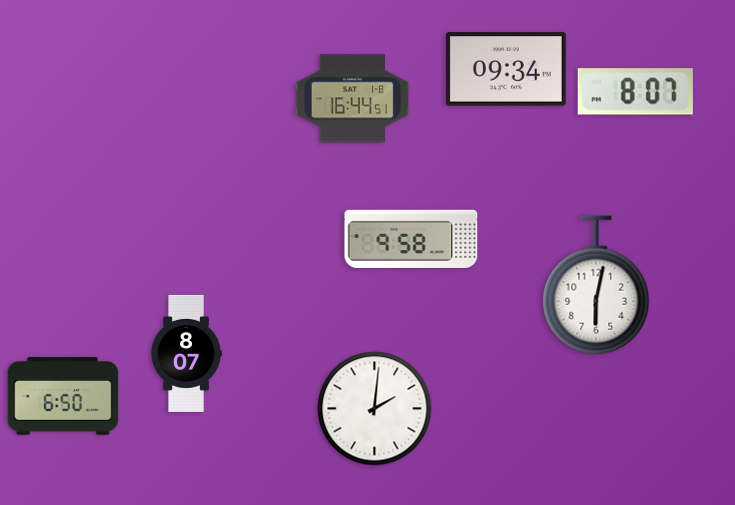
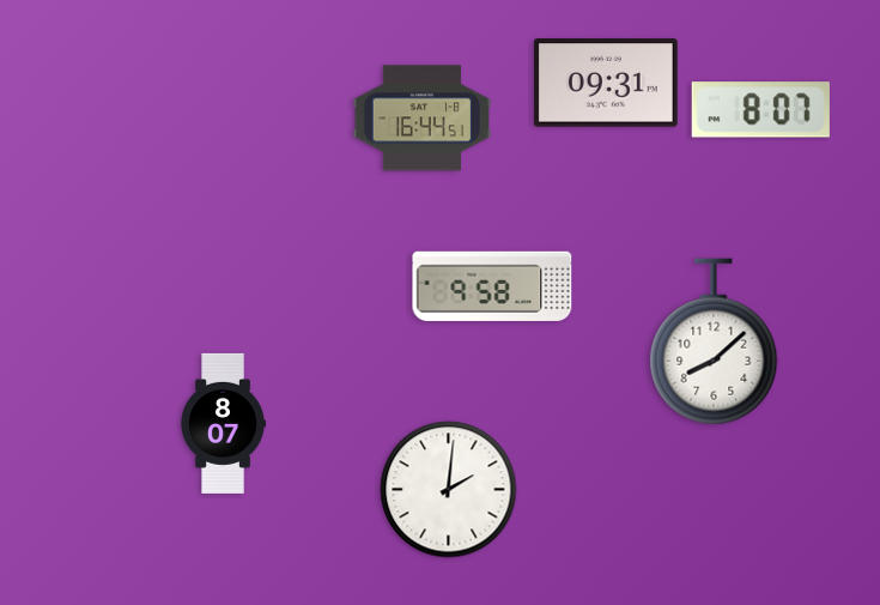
clock at (506, 69): 09:34 -> 09:31
clock at (596, 285): 6:02 -> 8:08
clock at (63, 396): 6:50 -> none
